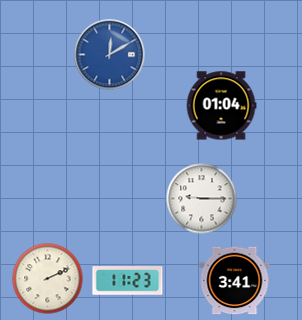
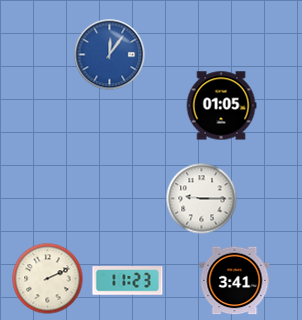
clock at (110, 55): 12:10 -> 12:06
clock at (221, 106): 01:04 -> 01:05
